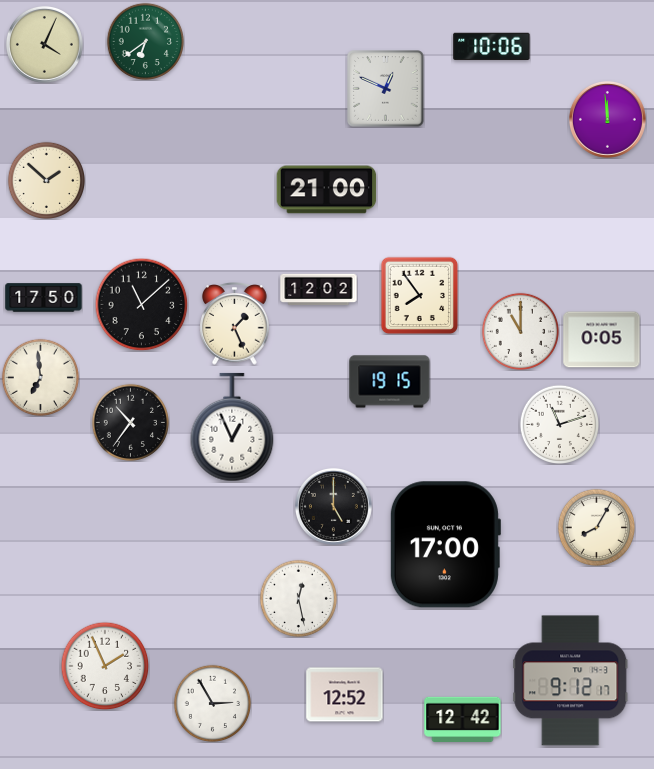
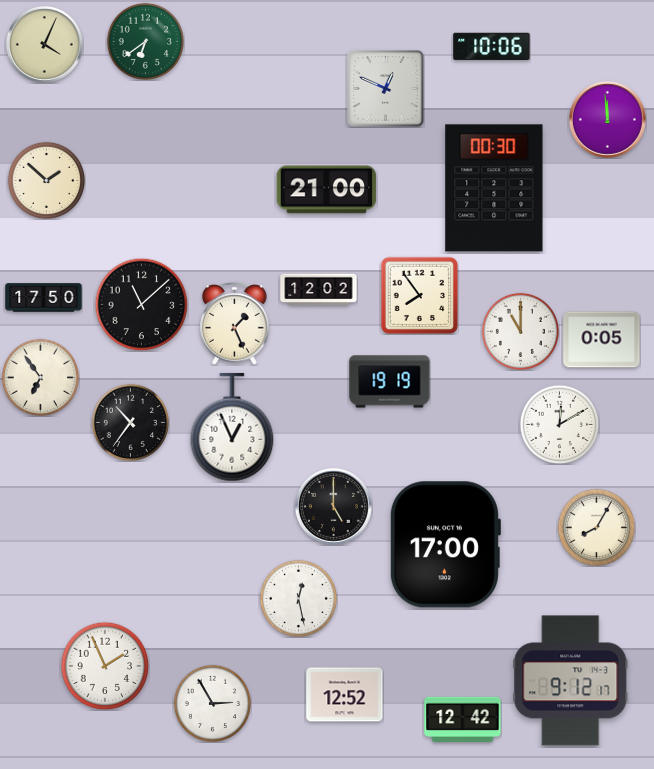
clock at (494, 188): none -> 00:30
clock at (40, 377): 6:59 -> 6:54
clock at (390, 382): 19:15 -> 19:19
clock at (559, 424): 11:12 -> 12:10
